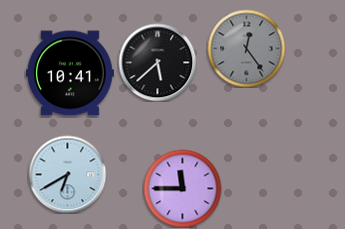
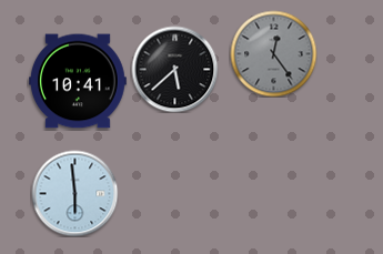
clock at (67, 174): 6:40 -> 5:59
clock at (182, 188): 11:45 -> none
